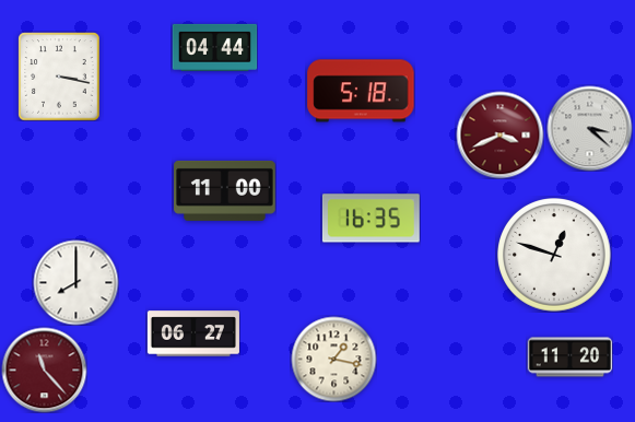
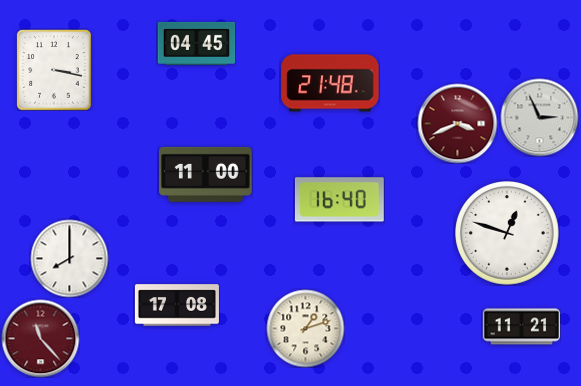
clock at (214, 47): 04:44 -> 04:45
clock at (361, 91): 5:18 -> 21:48
clock at (589, 128): 3:22 -> 2:56
clock at (371, 219): 16:35 -> 16:40
clock at (193, 333): 06:27 -> 17:08
clock at (569, 357): 11:20 -> 11:21
clock at (333, 359): 1:17 -> 1:12
